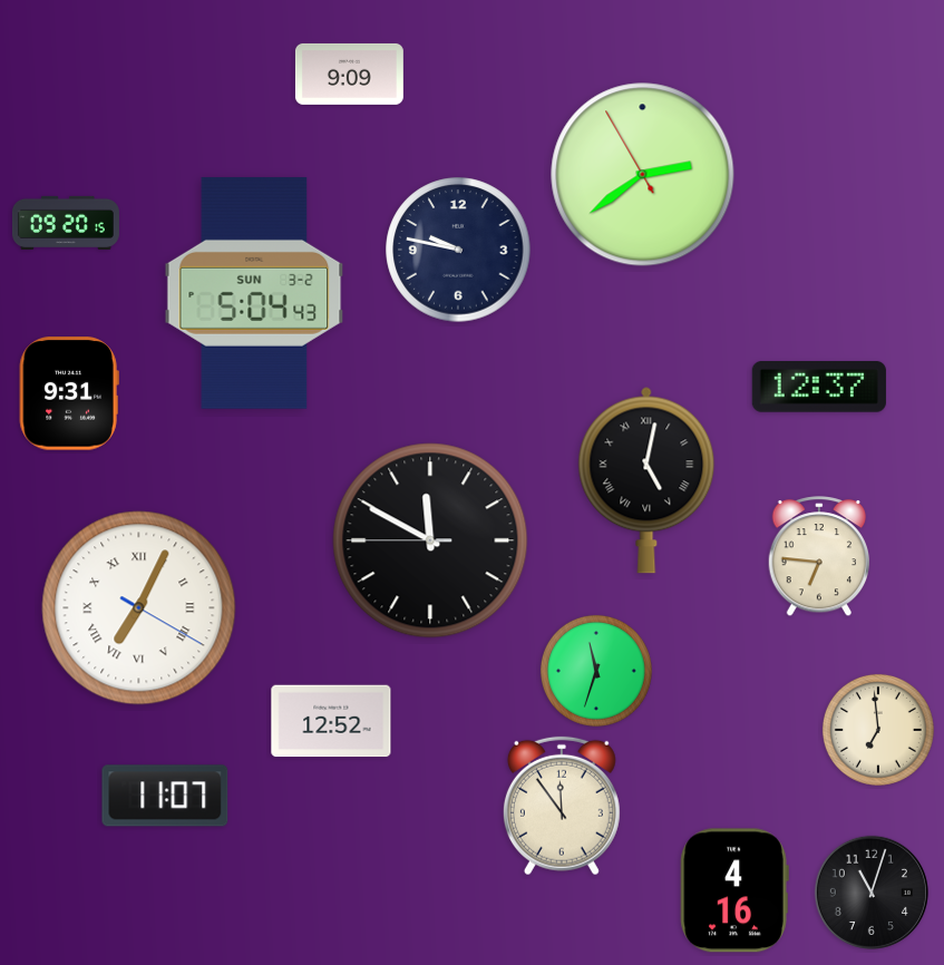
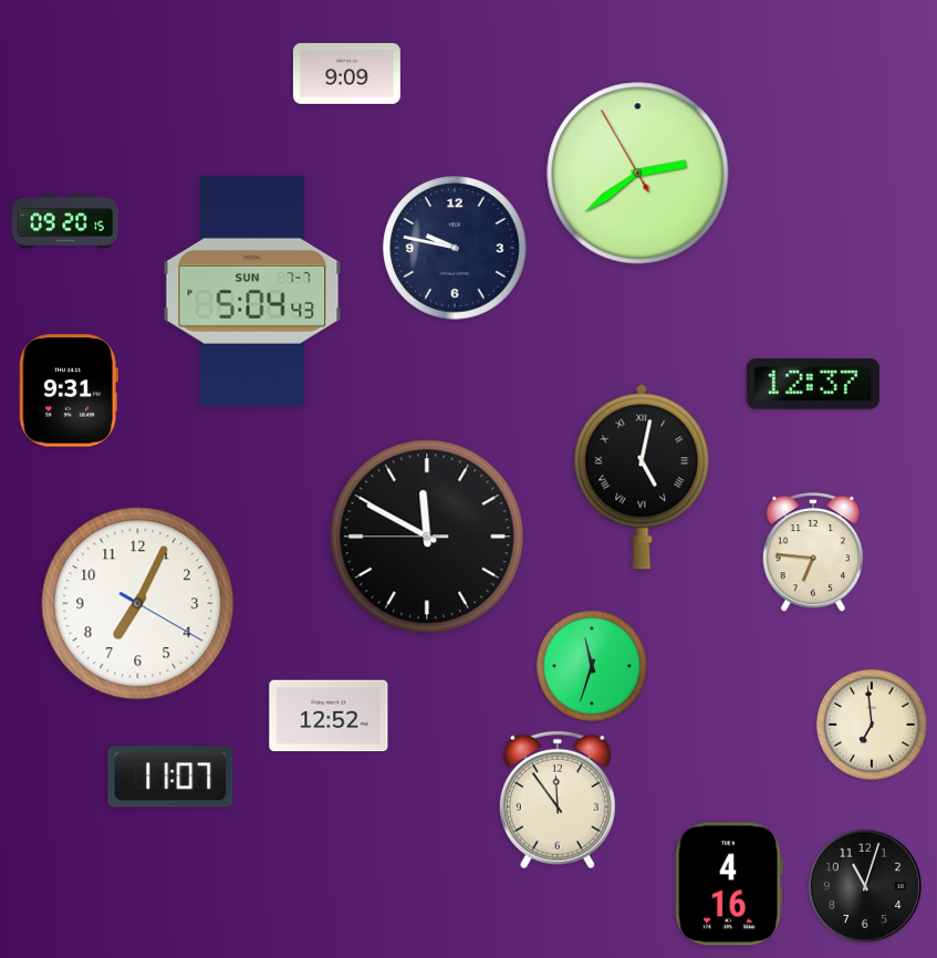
clock at (254, 293) date: SUN 3-2 -> SUN 7-7
clock at (139, 608) numerals: Roman -> Arabic
clock at (165, 796) position: (165, 796) -> (170, 777)
